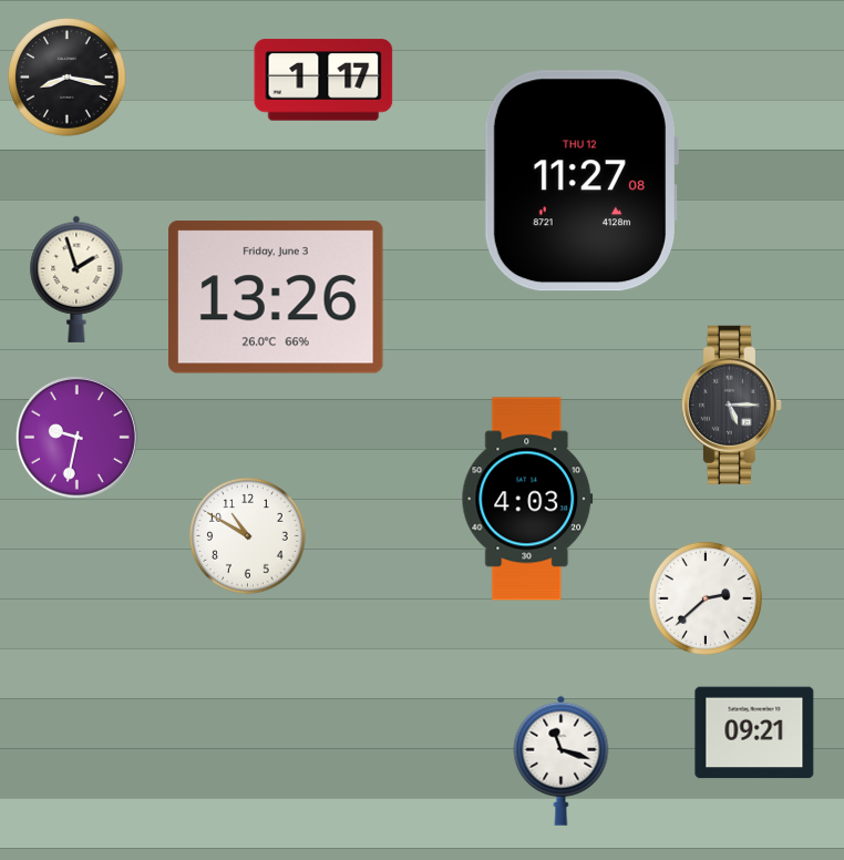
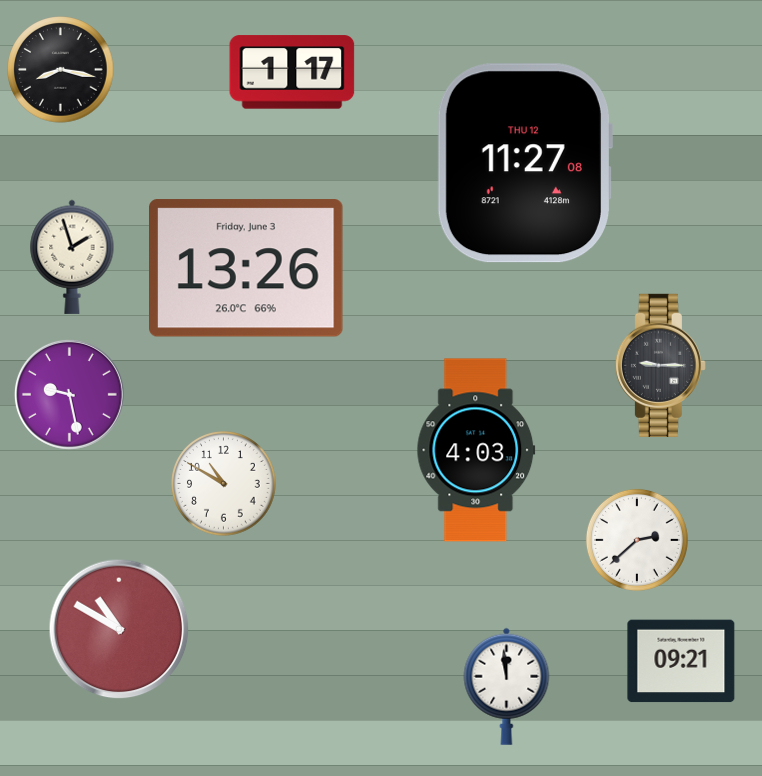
clock at (76, 279) position: (76, 279) -> (72, 257)
clock at (277, 297) position: (277, 297) -> (247, 268)
clock at (731, 405): 5:15 -> 9:15
clock at (76, 437): 9:32 -> 9:28
clock at (119, 629): none -> 10:50
clock at (562, 760): 11:18 -> 11:59
